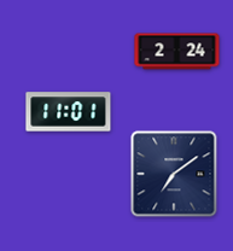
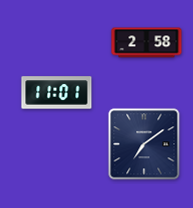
clock at (177, 52): 2:24 -> 2:58
